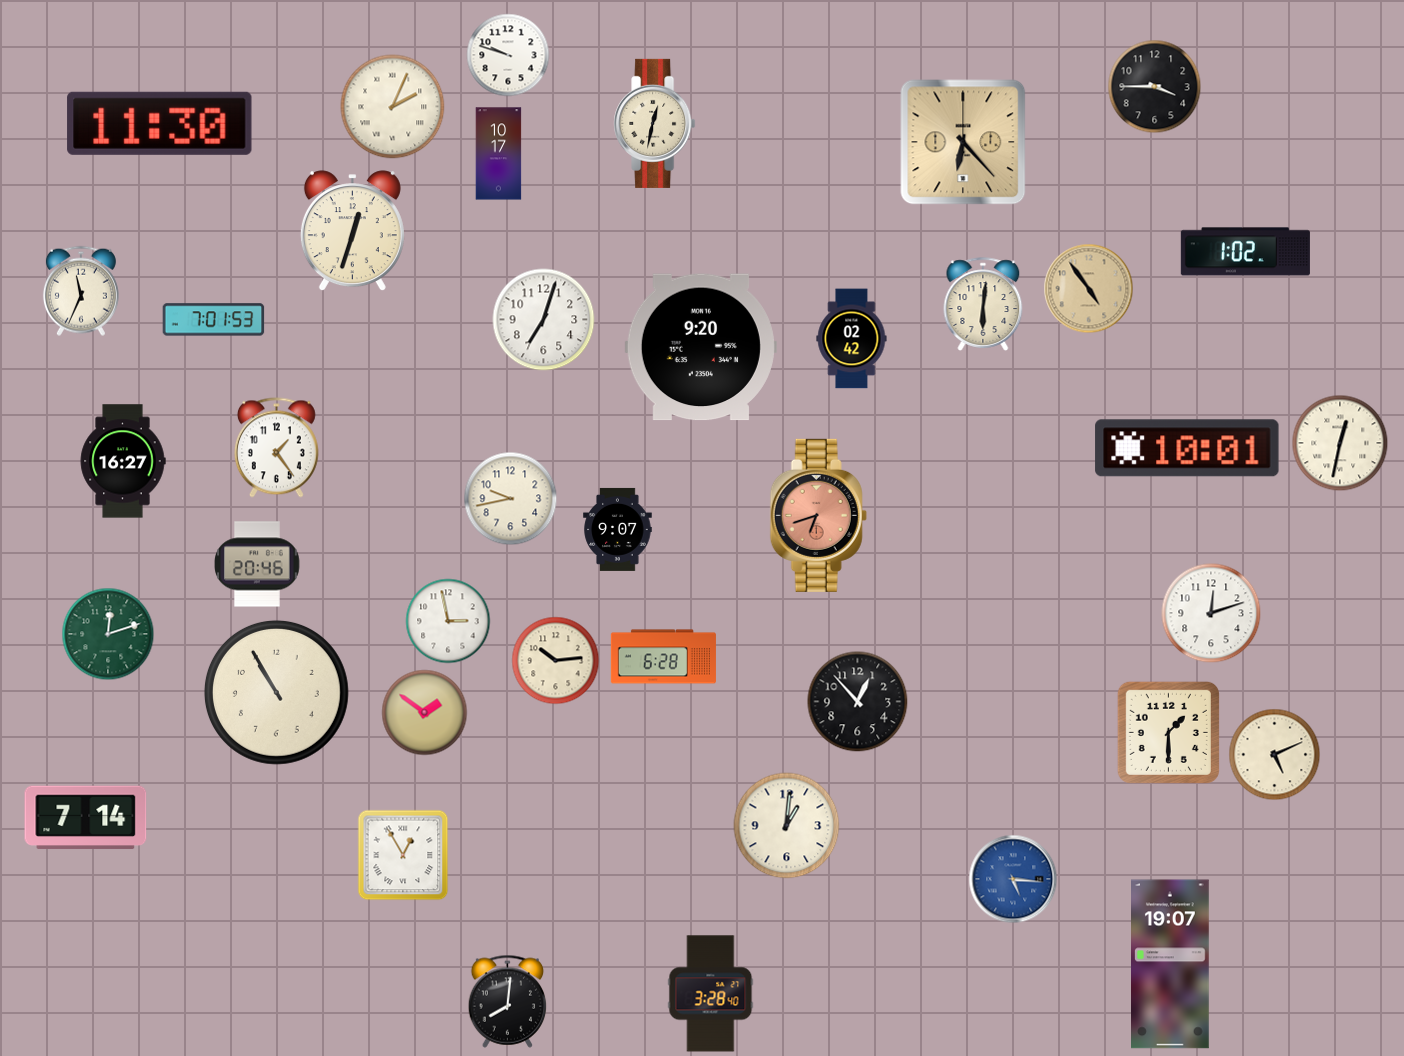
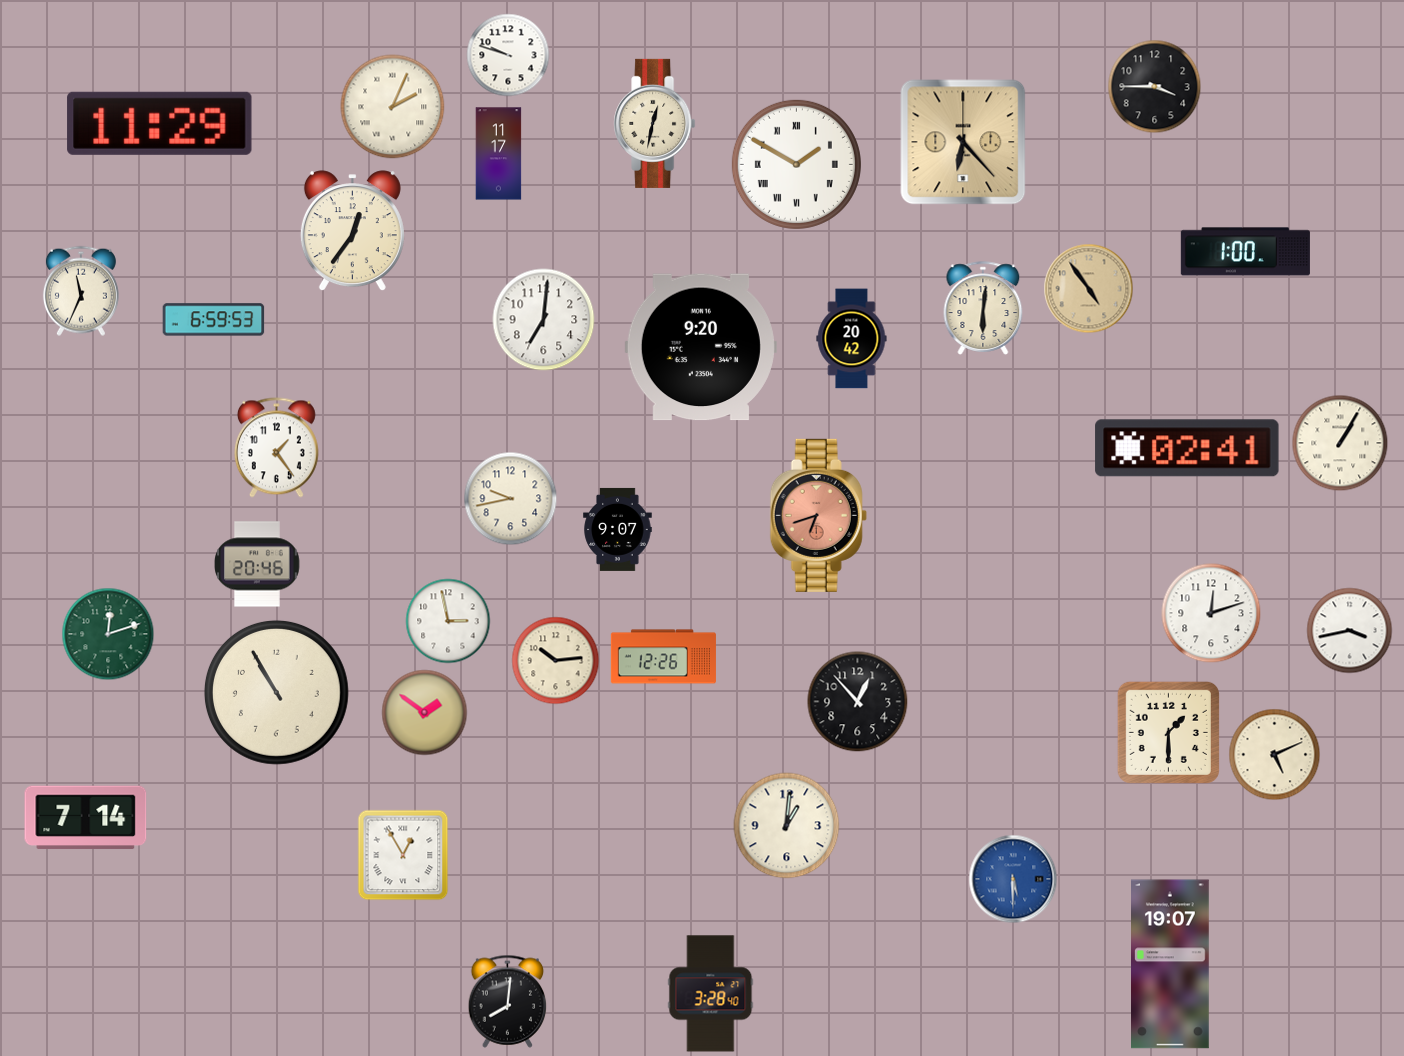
clock at (160, 123): 11:30 -> 11:29
clock at (499, 154): 10:17 -> 11:17
clock at (796, 164): none -> 1:50
clock at (352, 231): 12:33 -> 12:36
clock at (1245, 252): 1:02 -> 1:00
clock at (983, 304) position: (983, 304) -> (983, 308)
clock at (214, 320): 7:01 -> 6:59
clock at (544, 320): 7:03 -> 7:01
clock at (852, 339): 02:42 -> 20:42
clock at (1340, 443): 12:32 -> 1:05
clock at (1187, 448): 10:01 -> 02:41
clock at (123, 461): 16:27 -> none
clock at (1350, 631): none -> 3:43
clock at (663, 657): 6:28 -> 12:26
clock at (1013, 879): 5:16 -> 5:30
